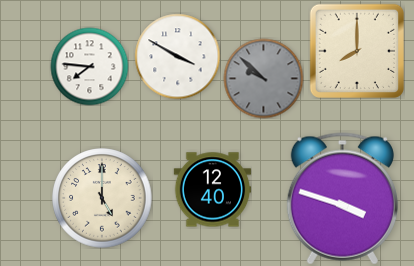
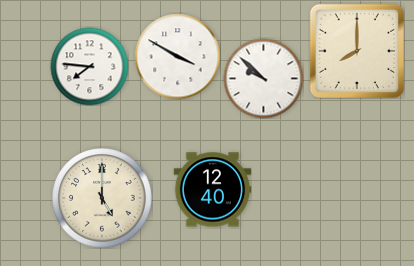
clock at (263, 78) dial: grey -> white
clock at (342, 199): 3:48 -> none
